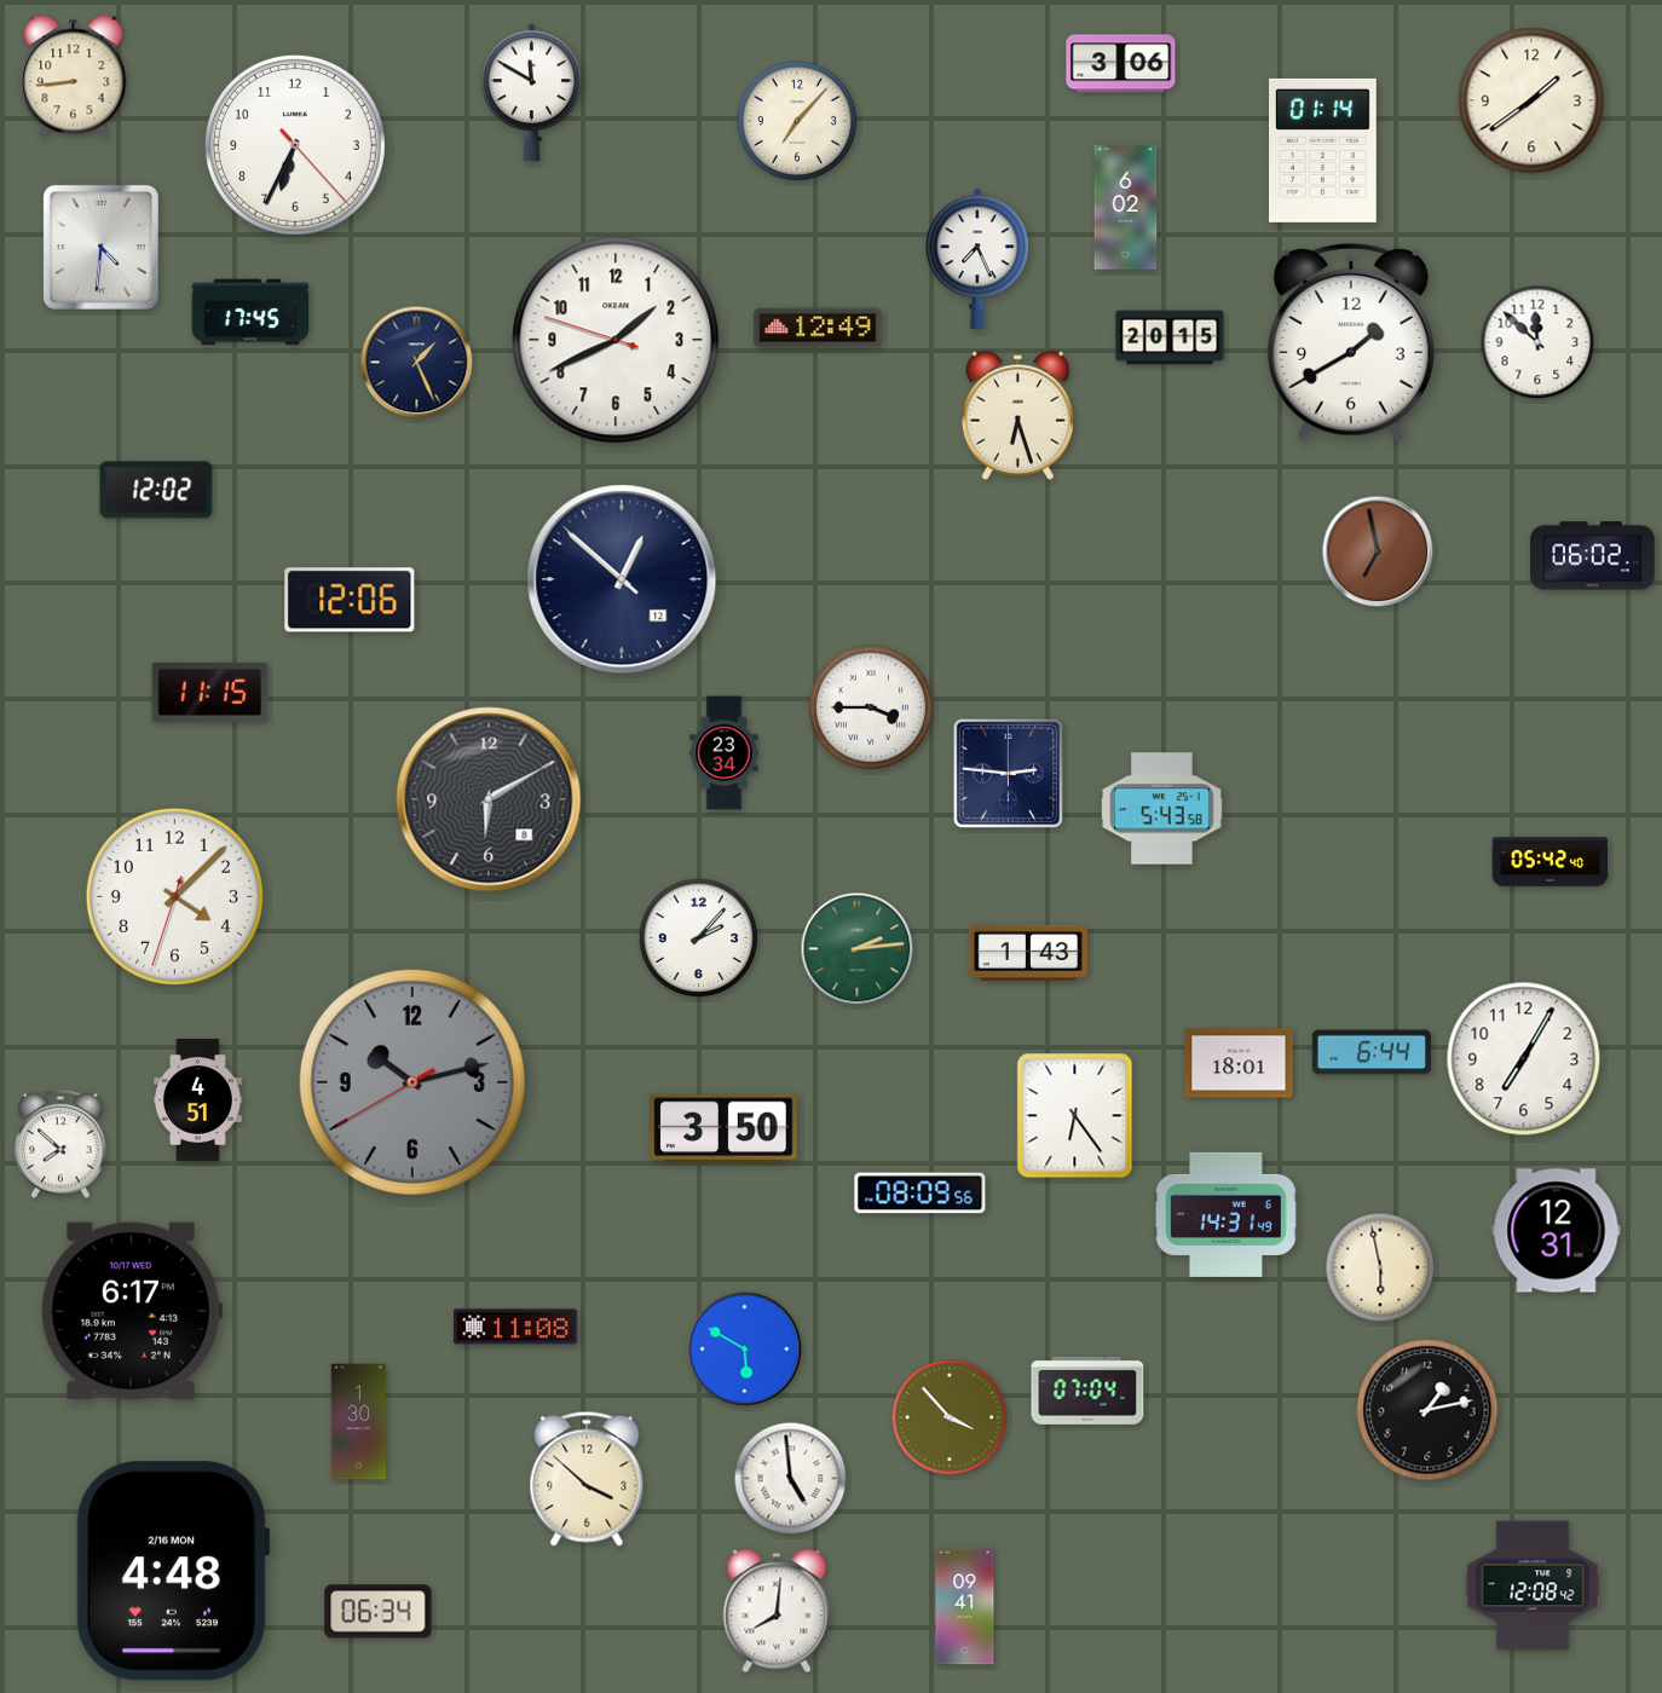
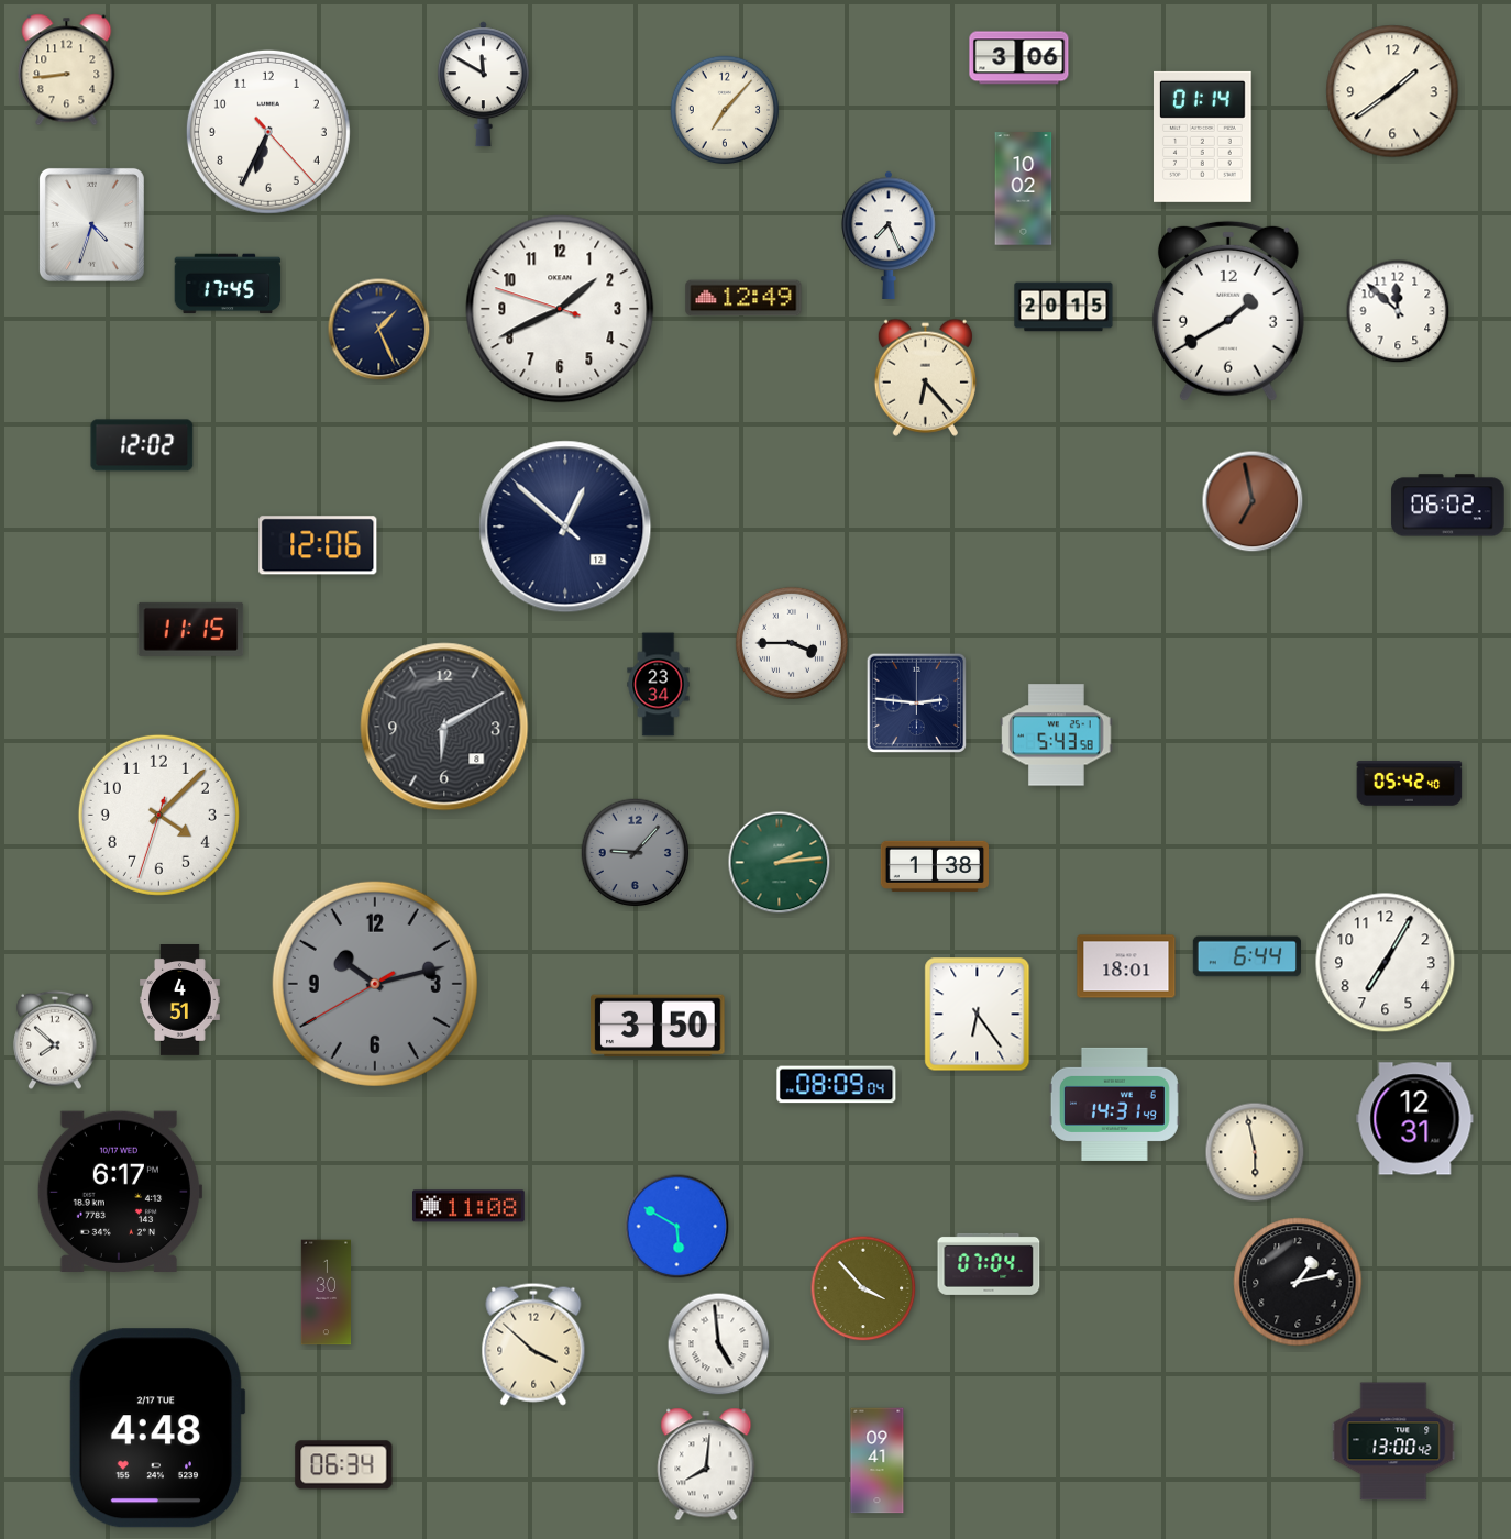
clock at (1126, 208): 6:02 -> 10:02
clock at (100, 247): 4:31 -> 4:33
clock at (1017, 415): 6:27 -> 6:23
clock at (699, 938): 2:07 -> 9:07
clock at (699, 938) dial: white -> grey
clock at (1028, 953): 1:43 -> 1:38
clock at (921, 1194): 08:09:56 -> 08:09:04
clock at (173, 1571) date: 2/16 MON -> 2/17 TUE
clock at (1533, 1585): 12:08 -> 13:00
